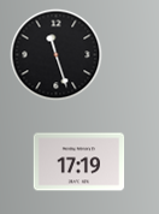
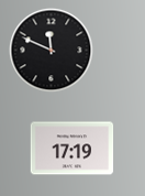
clock at (57, 55): 11:27 -> 11:49
